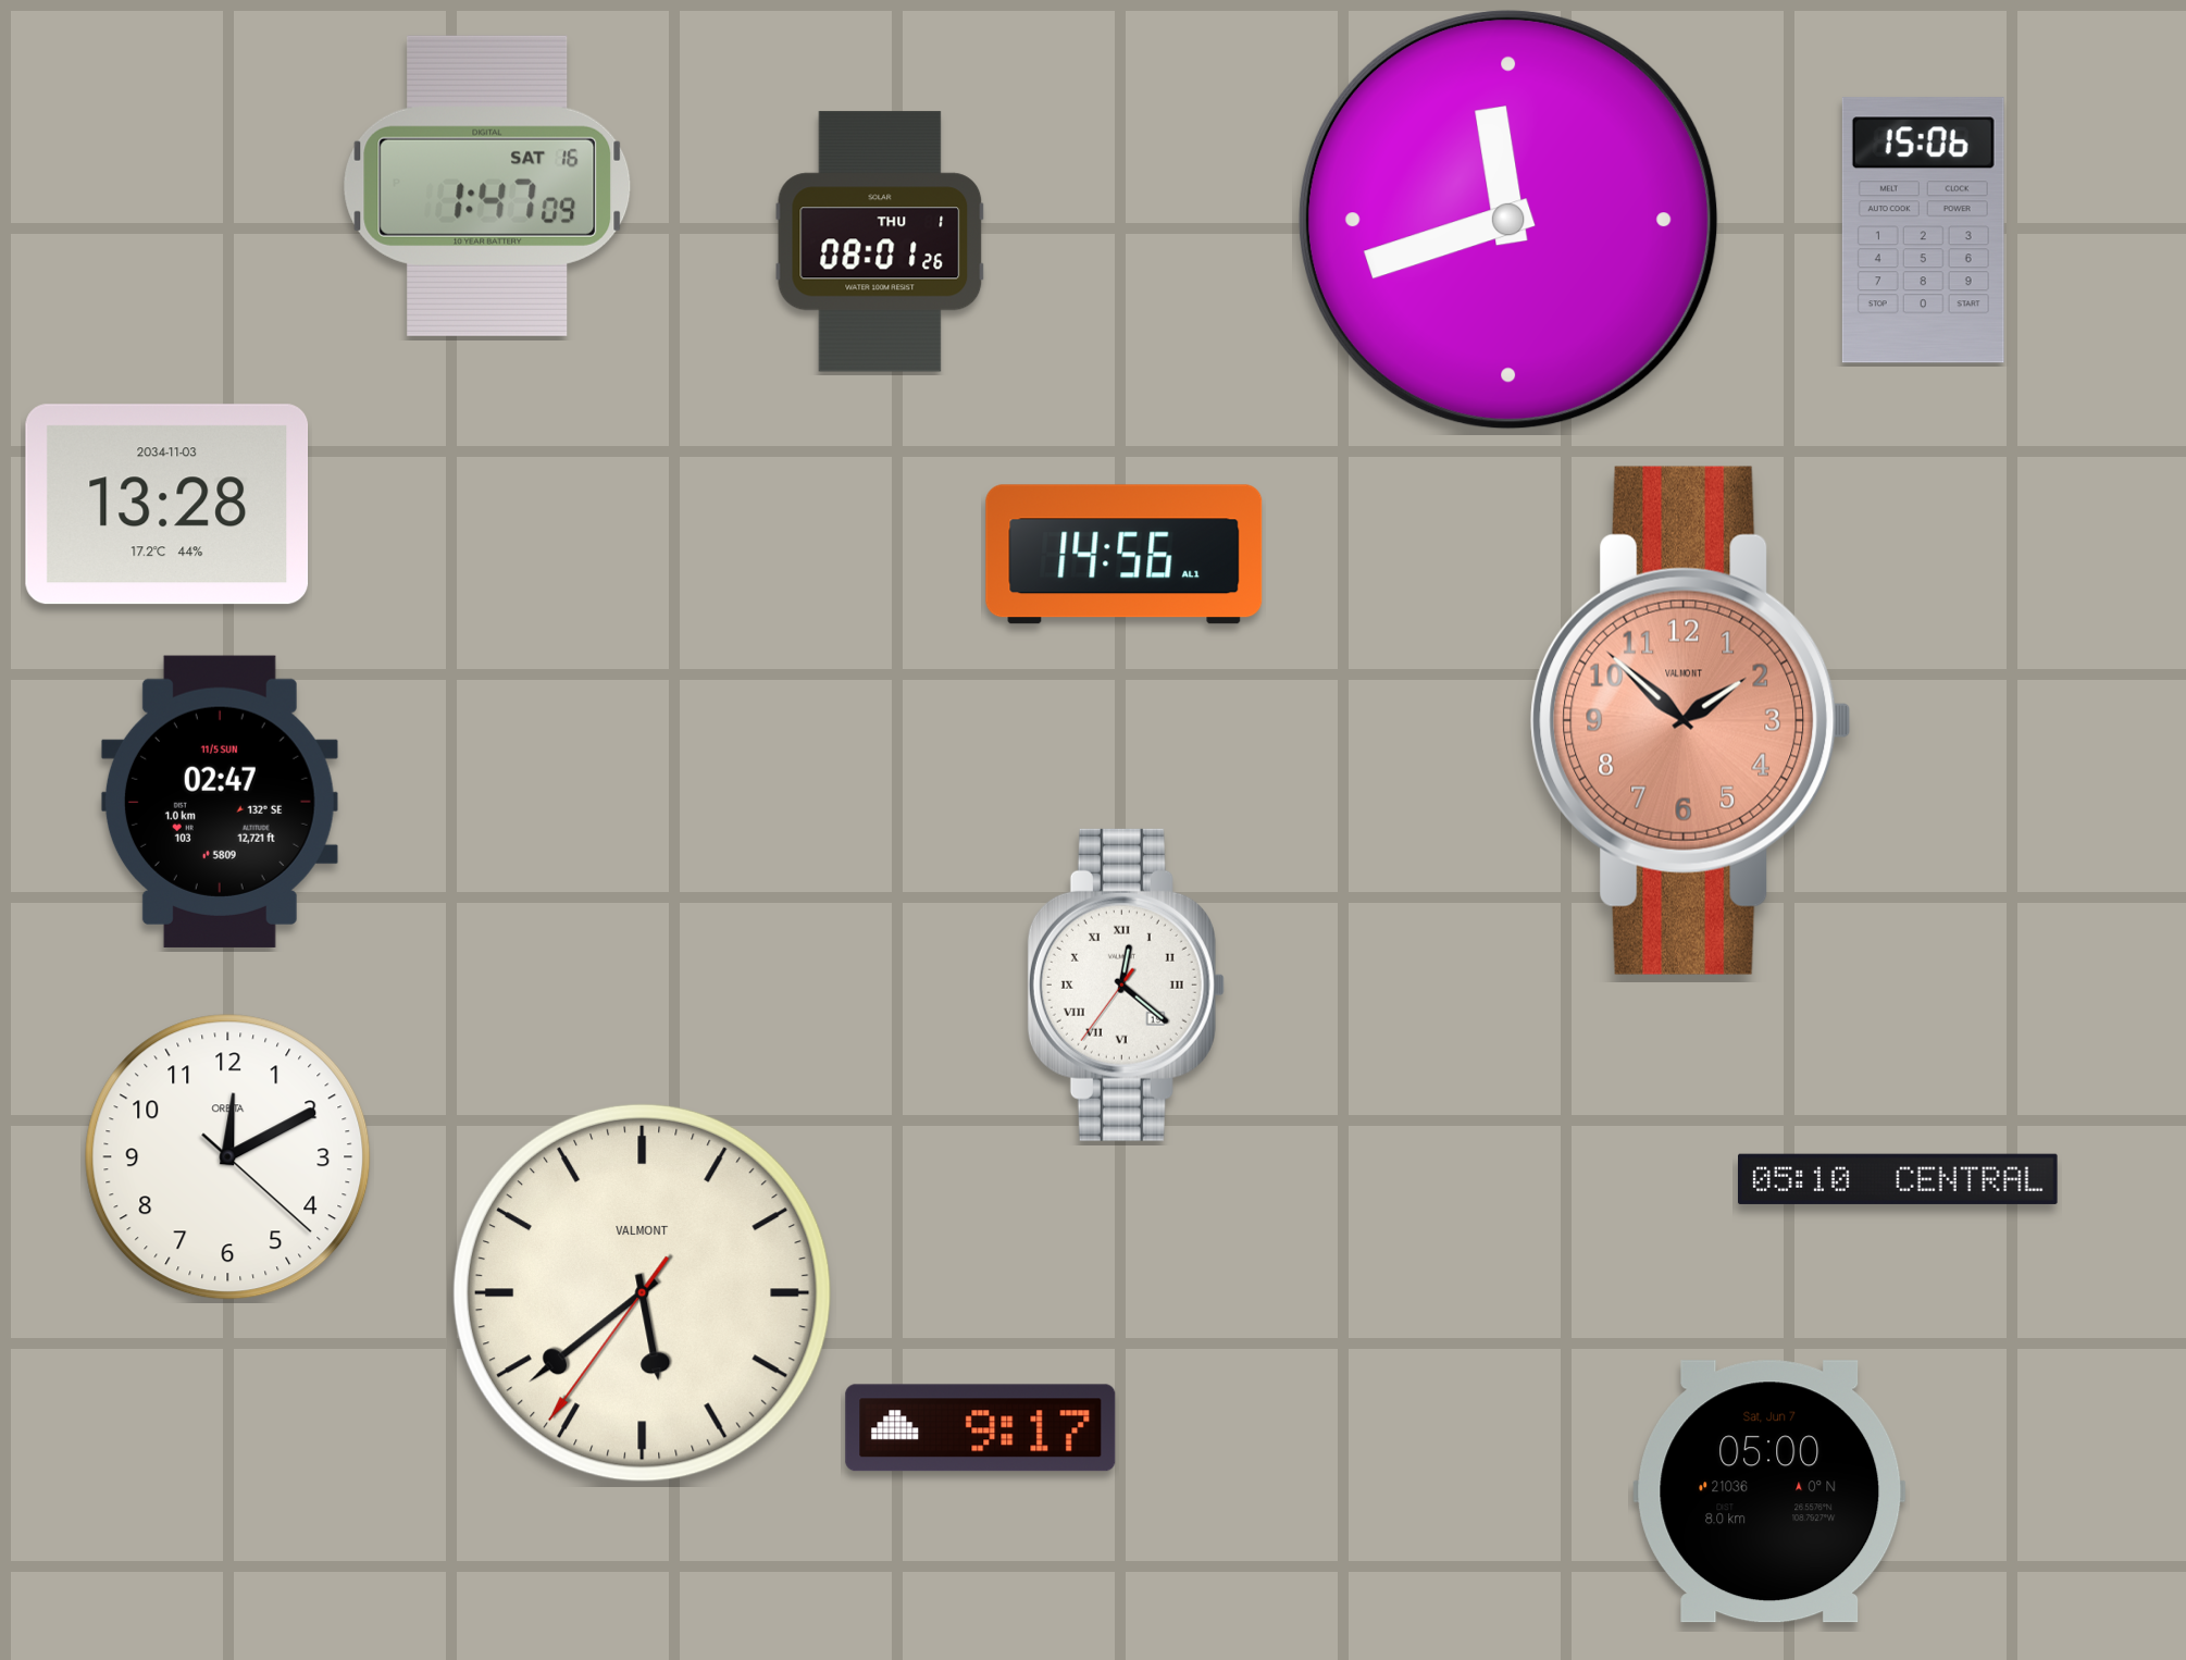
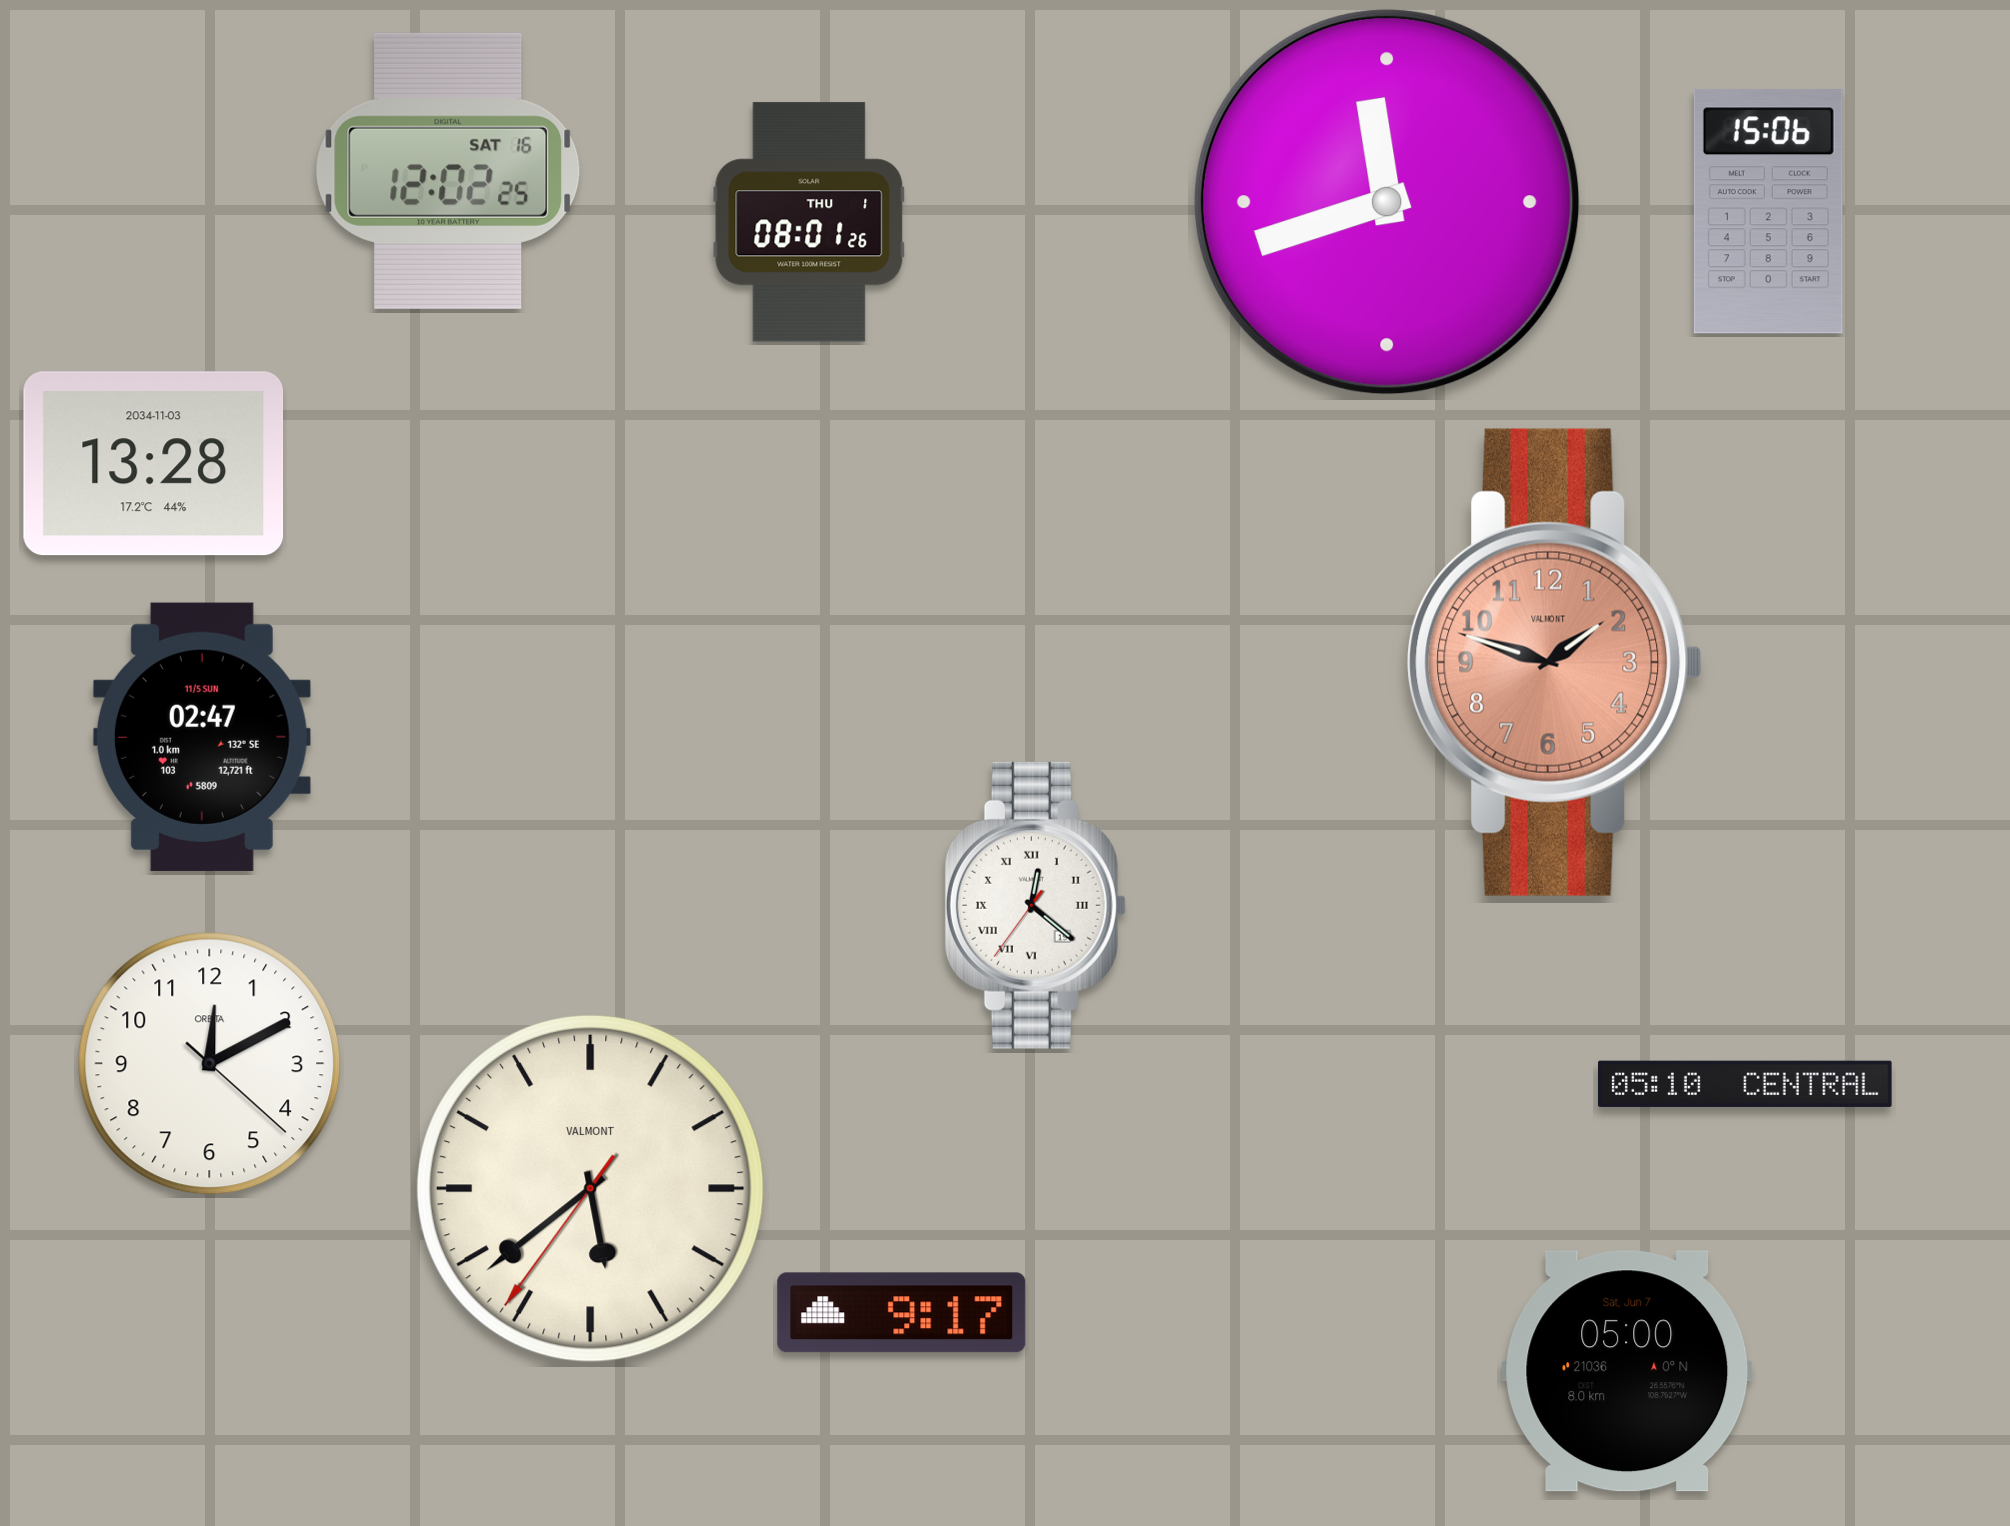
clock at (487, 186): 1:47 -> 12:02
clock at (1125, 555): 14:56 -> none
clock at (1691, 720): 1:52 -> 1:48
